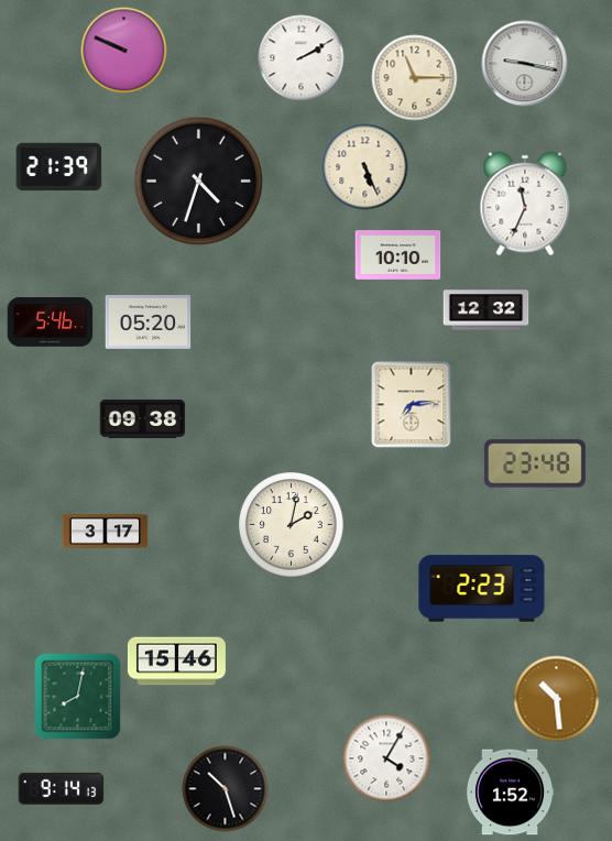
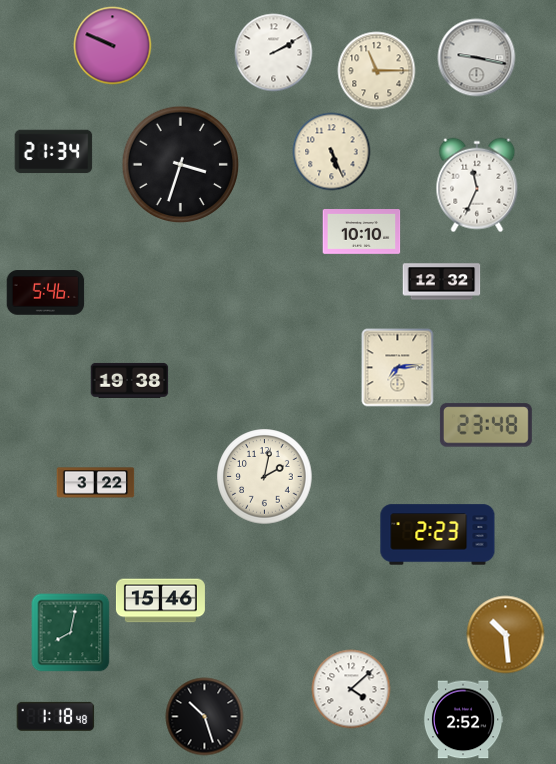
clock at (58, 167): 21:39 -> 21:34
clock at (198, 181): 4:33 -> 3:33
clock at (147, 321): 05:20 -> none
clock at (412, 404) position: (412, 404) -> (398, 367)
clock at (142, 418): 09:38 -> 19:38
clock at (535, 463) position: (535, 463) -> (486, 425)
clock at (105, 532): 3:17 -> 3:22
clock at (386, 758): 4:05 -> 4:08
clock at (61, 788): 9:14 -> 1:18
clock at (510, 793): 1:52 -> 2:52
